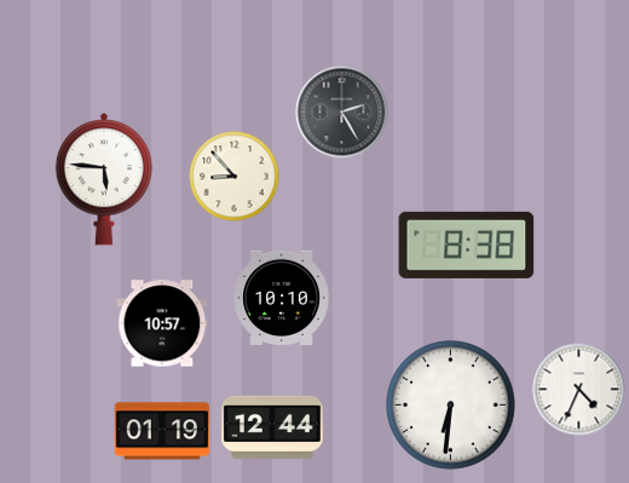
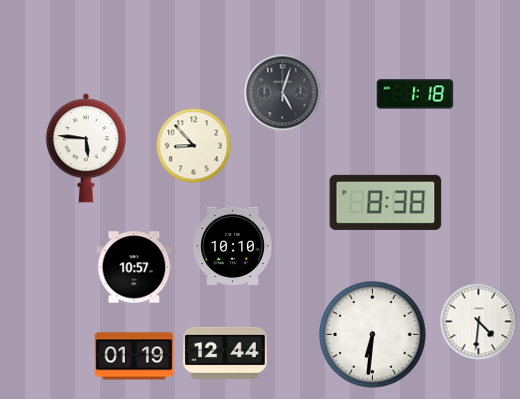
clock at (342, 113): 2:25 -> 5:03
clock at (415, 94): none -> 1:18
clock at (579, 390): 4:34 -> 4:31
